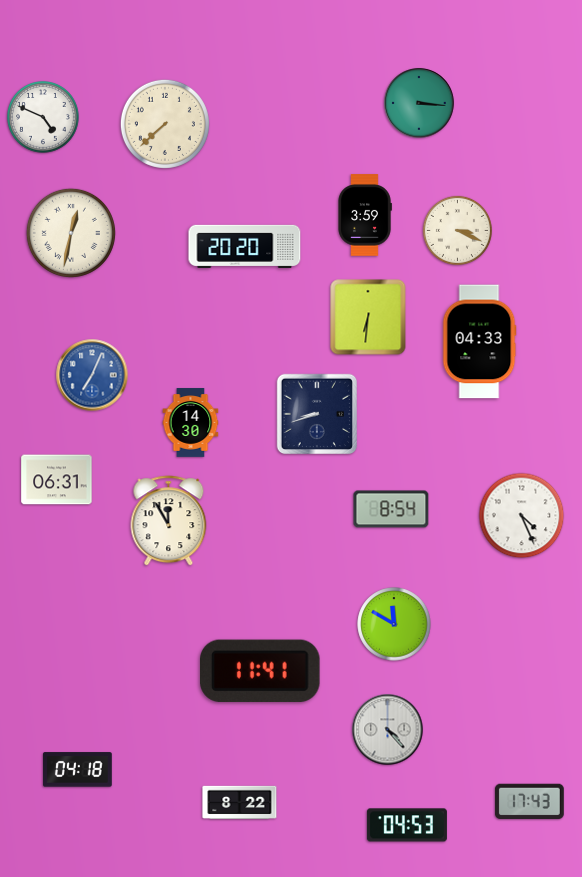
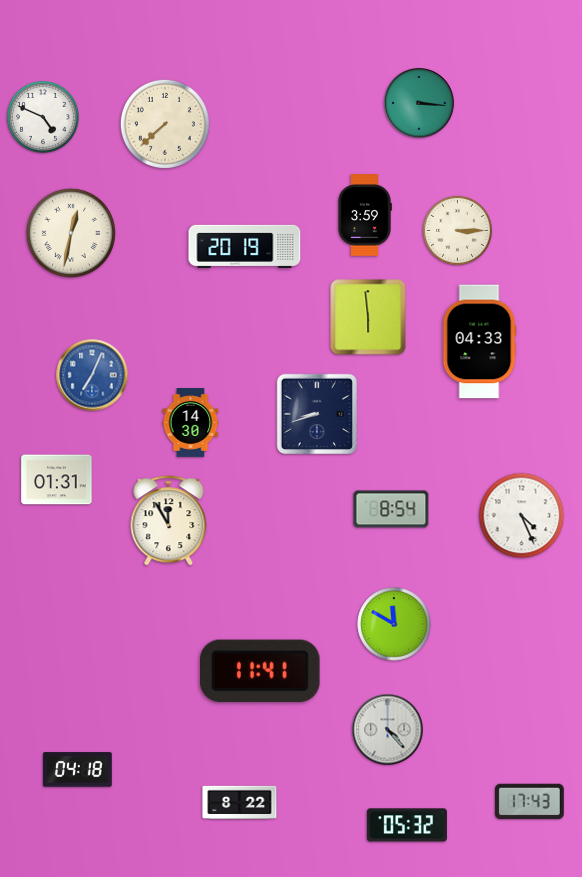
clock at (457, 230): 3:19 -> 3:15
clock at (245, 246): 20:20 -> 20:19
clock at (368, 317): 6:31 -> 5:59
clock at (57, 480): 06:31 -> 01:31
clock at (407, 825): 04:53 -> 05:32
